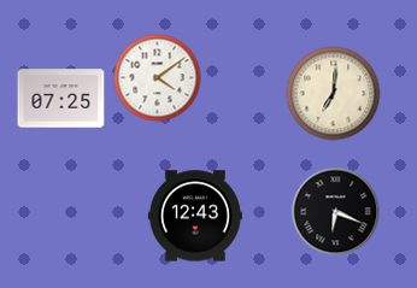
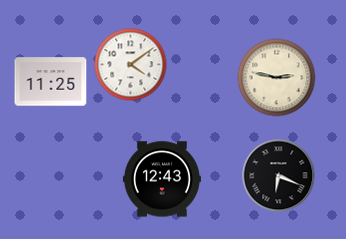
clock at (334, 94): 7:01 -> 2:47
clock at (61, 99): 07:25 -> 11:25
